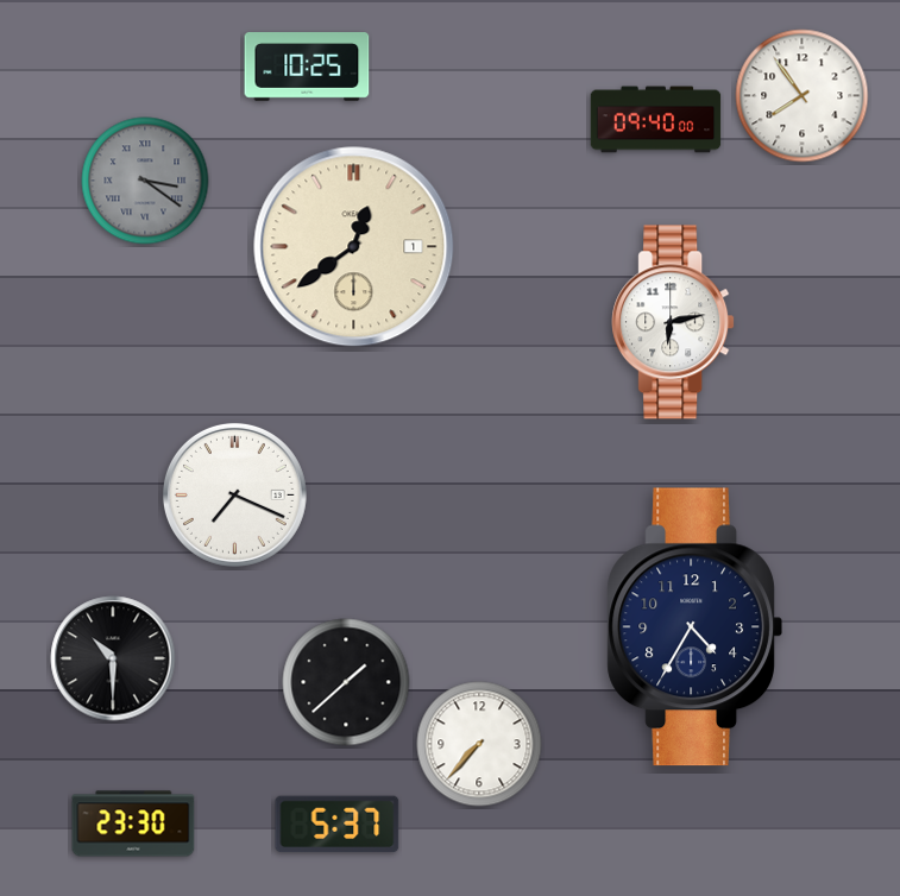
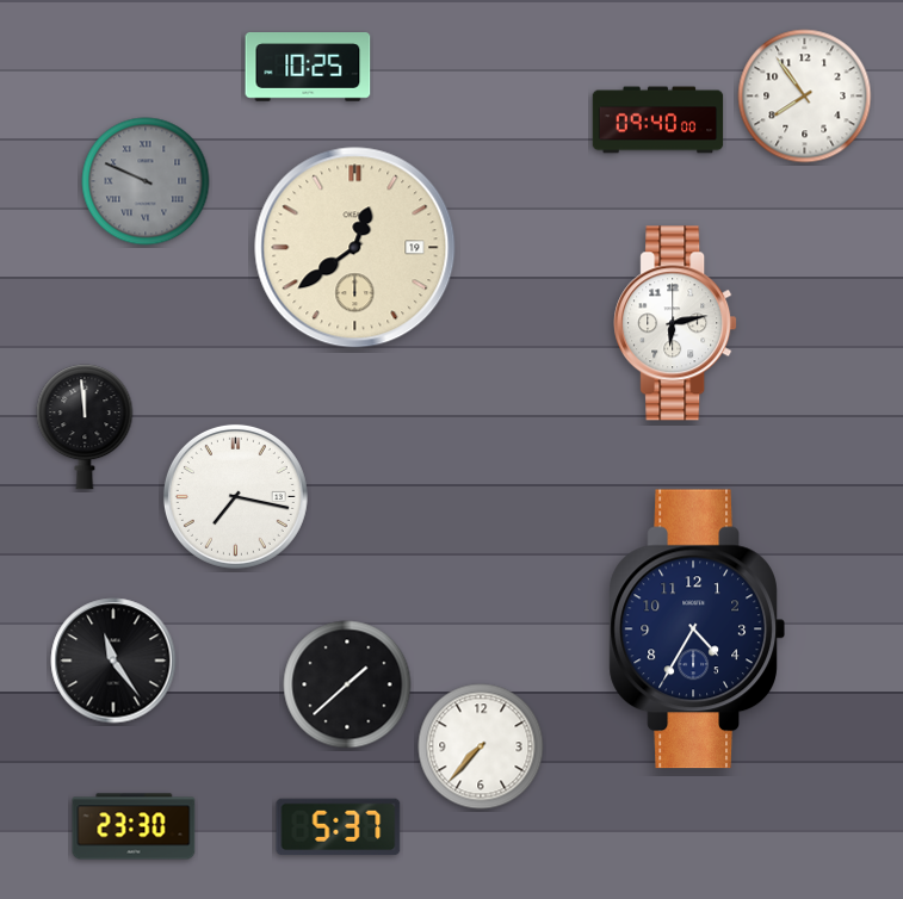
clock at (145, 181): 3:21 -> 9:49
clock at (354, 247) date: 1 -> 19
clock at (85, 427): none -> 11:59
clock at (234, 494): 7:19 -> 7:17
clock at (113, 658): 10:30 -> 11:24
